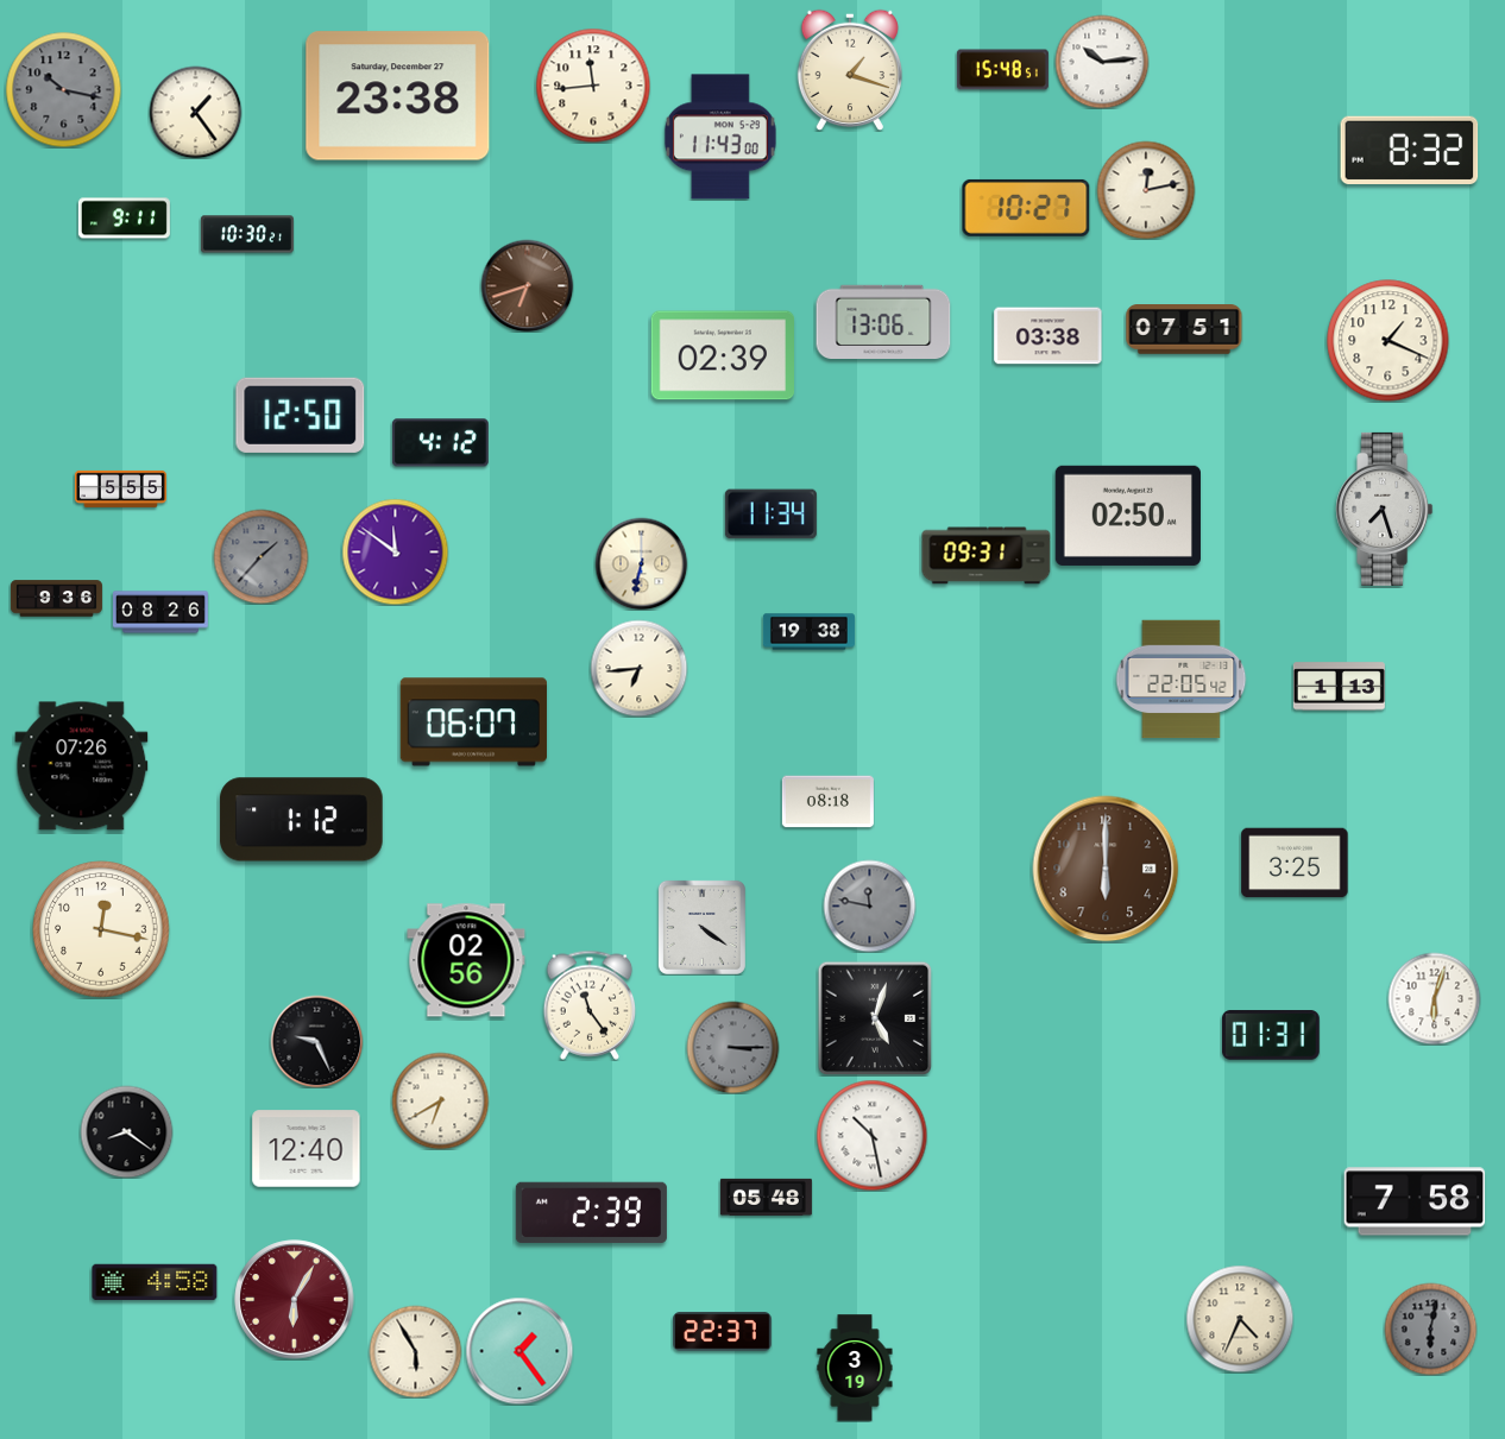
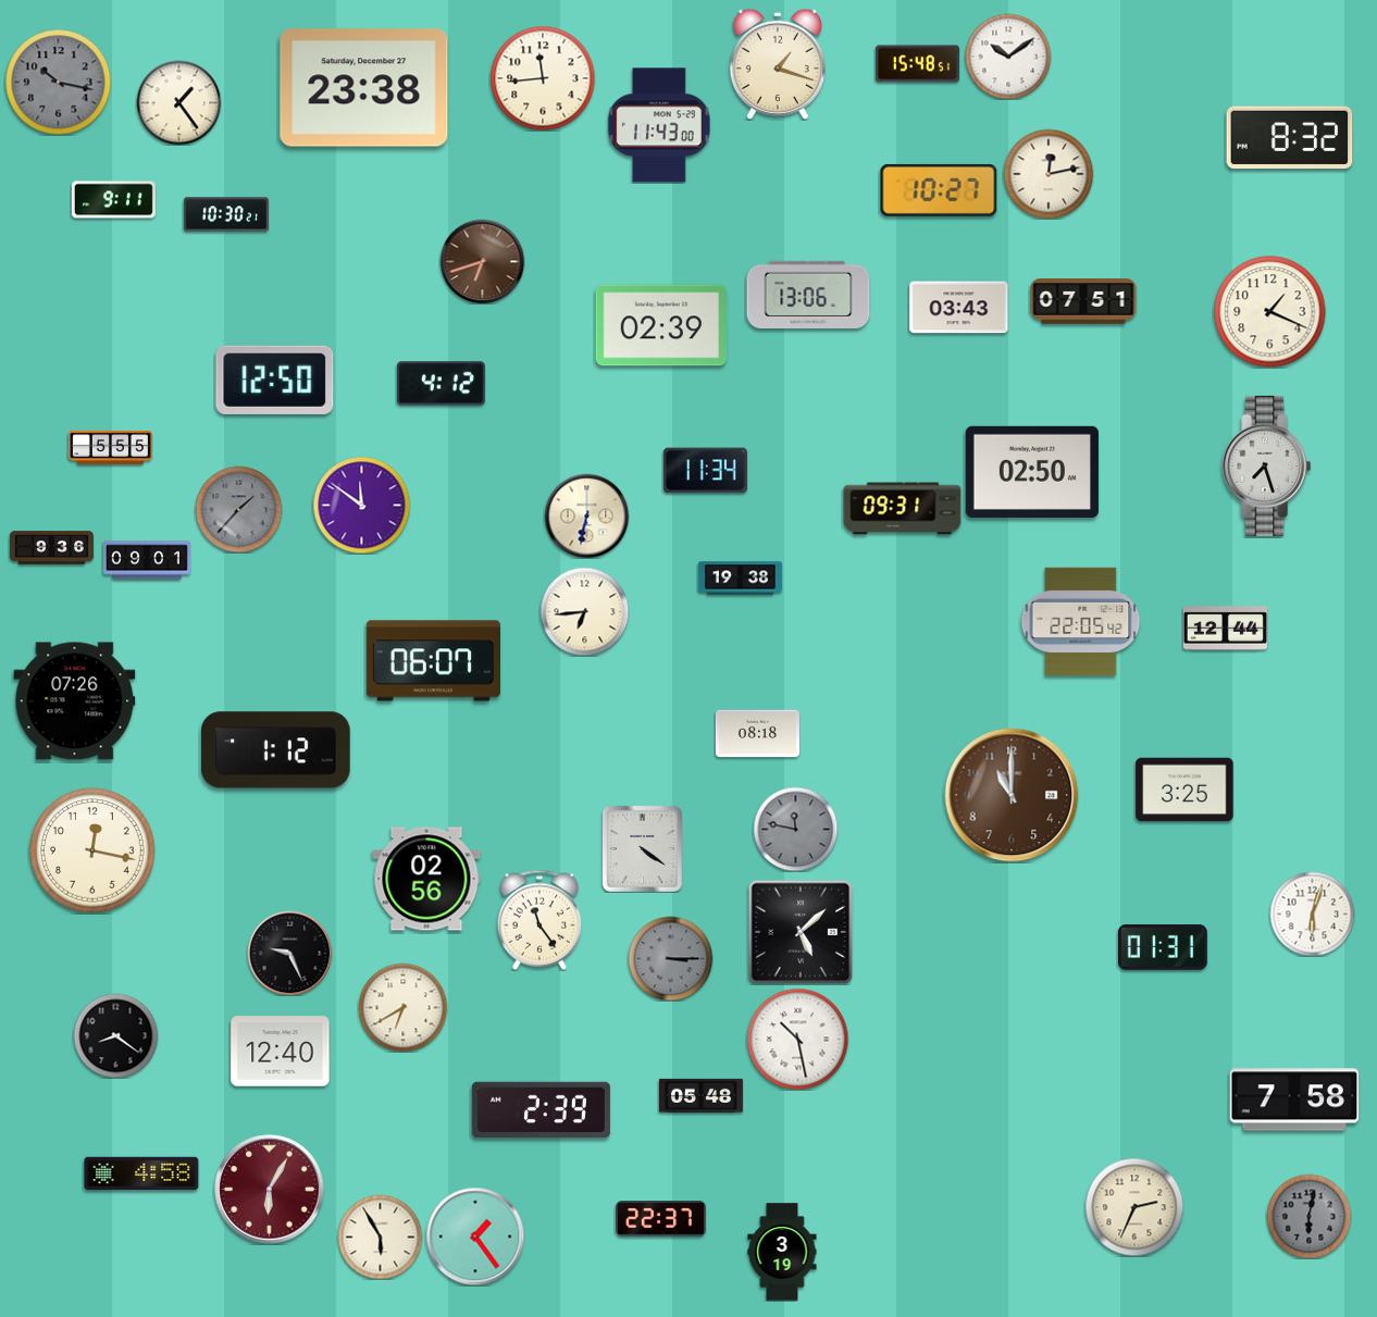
clock at (1102, 62): 10:14 -> 10:09
clock at (1049, 336): 03:38 -> 03:43
clock at (440, 443) position: (440, 443) -> (441, 384)
clock at (162, 612): 08:26 -> 09:01
clock at (1339, 687): 1:13 -> 12:44
clock at (1106, 869): 6:00 -> 11:00
clock at (875, 1018): 5:03 -> 5:08
clock at (1240, 1319): 4:34 -> 2:34
